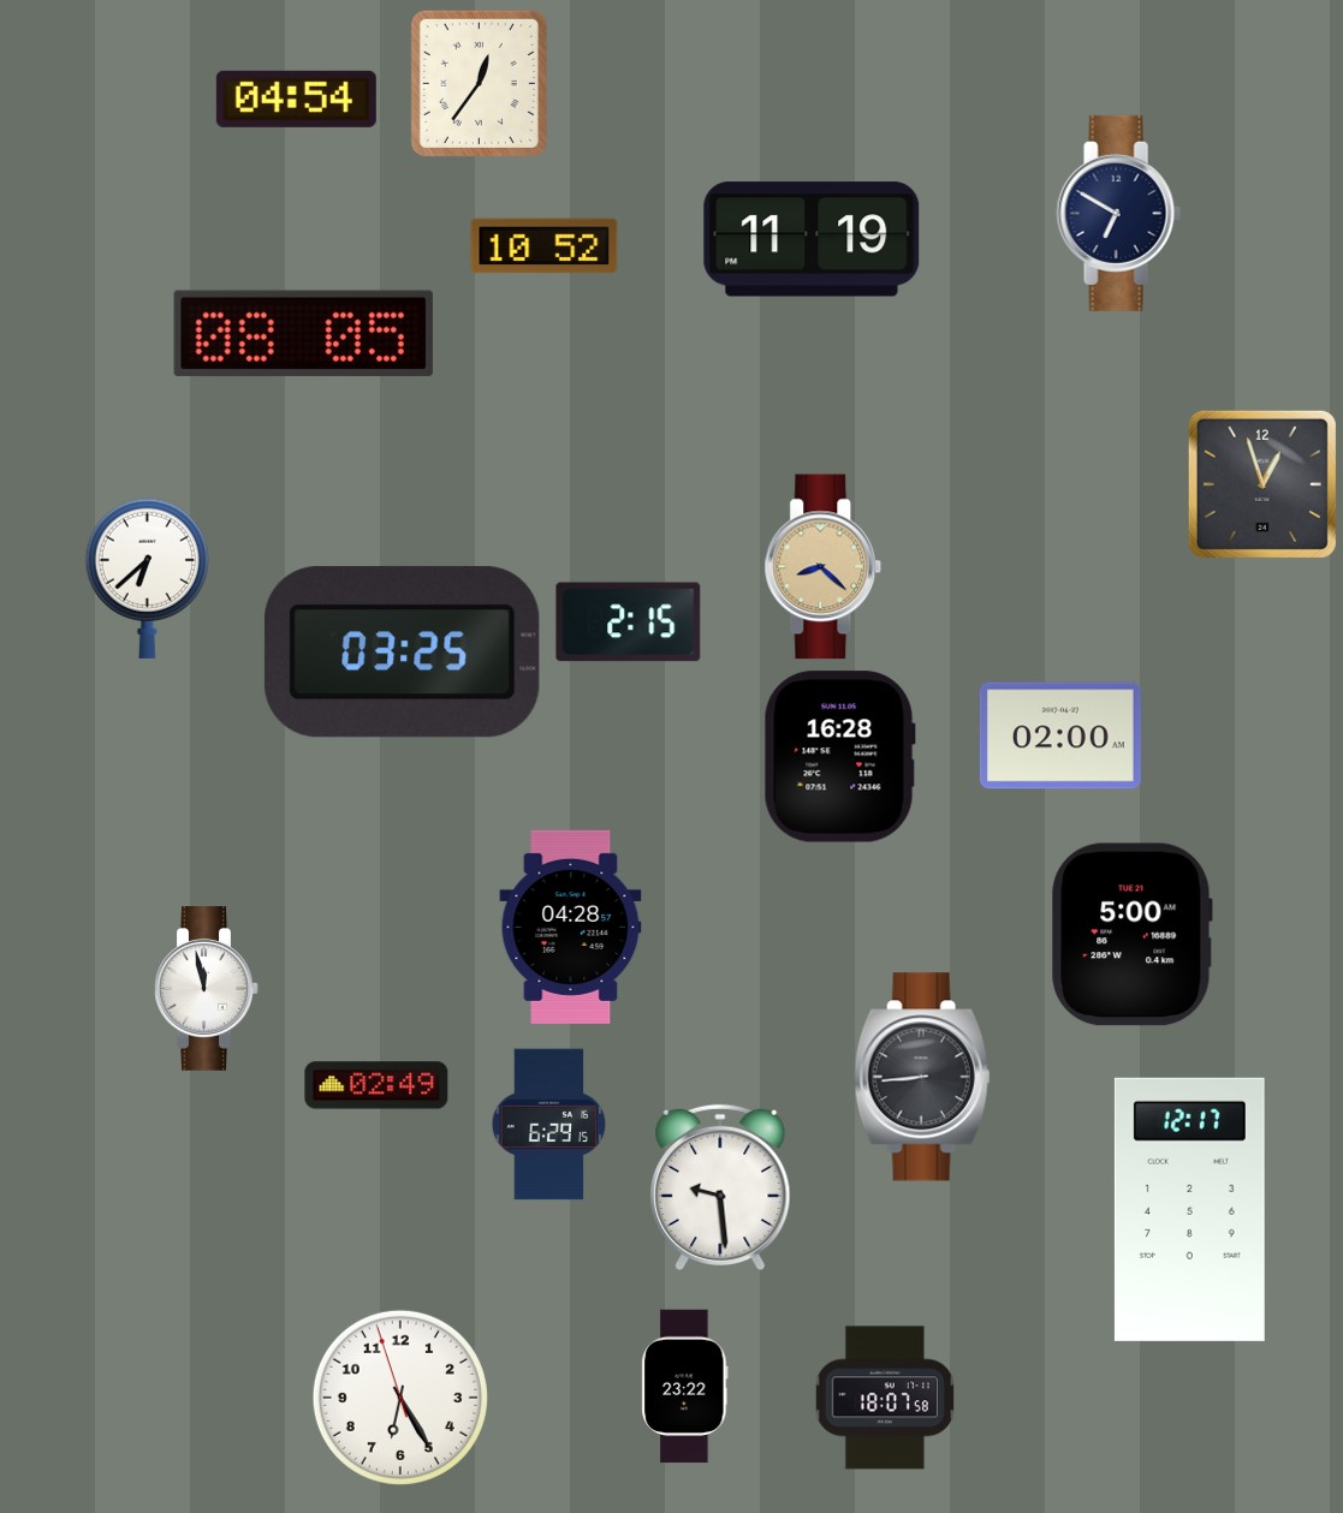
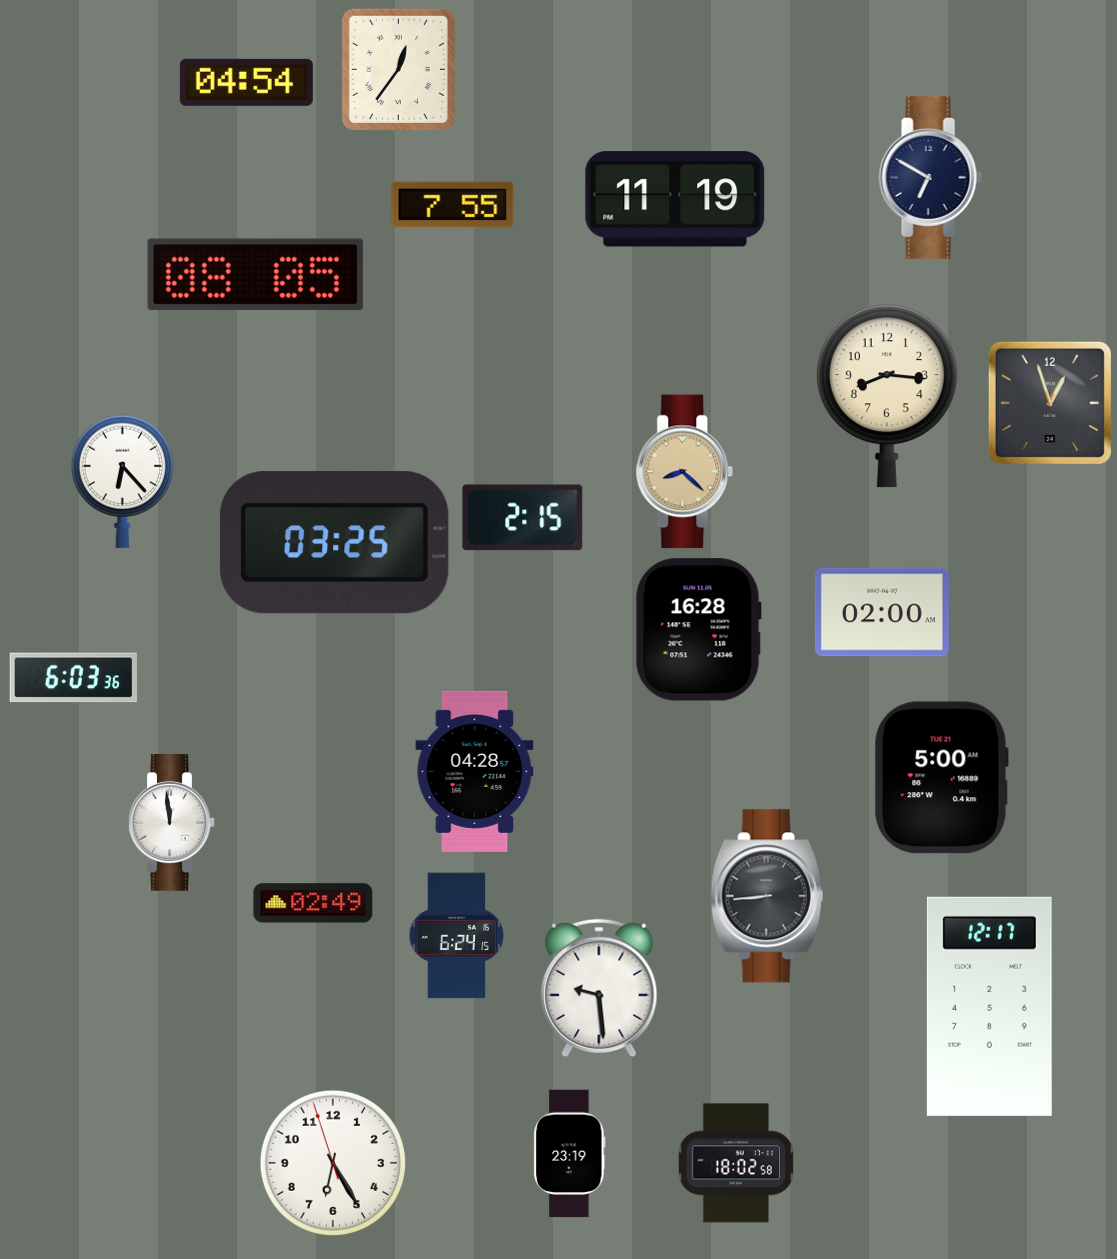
clock at (545, 246): 10:52 -> 7:55
clock at (303, 333) position: (303, 333) -> (255, 274)
clock at (887, 396): none -> 8:16
clock at (147, 578): 6:38 -> 6:23
clock at (73, 678): none -> 6:03
clock at (207, 989): 11:58 -> 11:59
clock at (549, 1125): 6:29 -> 6:24
clock at (685, 1387): 23:22 -> 23:19
clock at (885, 1398): 18:07 -> 18:02
